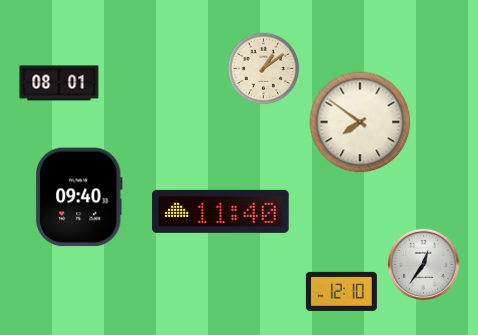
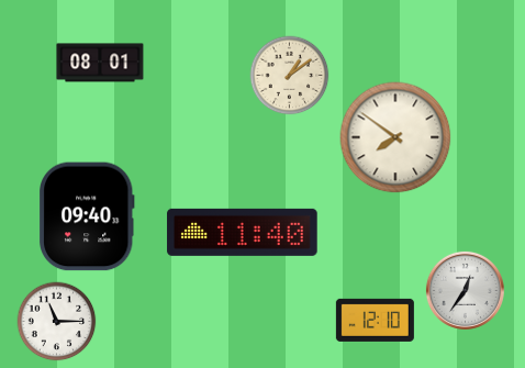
clock at (59, 83) position: (59, 83) -> (100, 63)
clock at (360, 122) position: (360, 122) -> (395, 137)
clock at (57, 322): none -> 11:15
